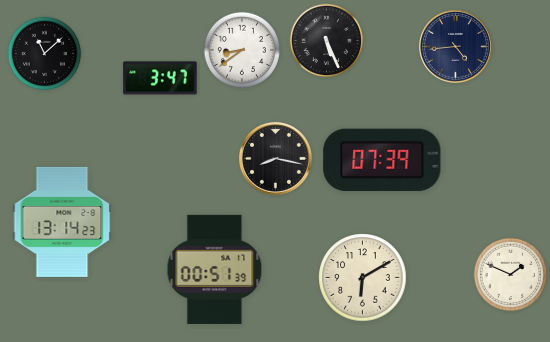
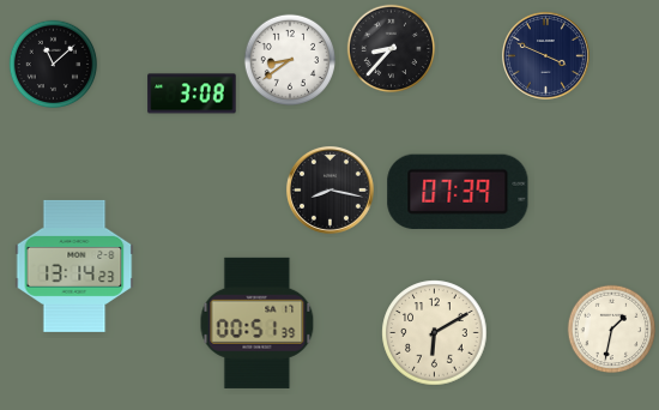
clock at (327, 41): 5:26 -> 8:37
clock at (455, 46): 4:44 -> 3:49
clock at (160, 78): 3:47 -> 3:08
clock at (511, 275): 1:49 -> 1:32
